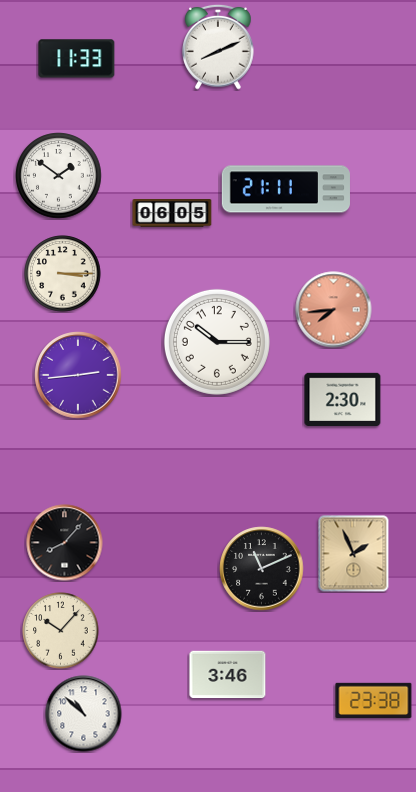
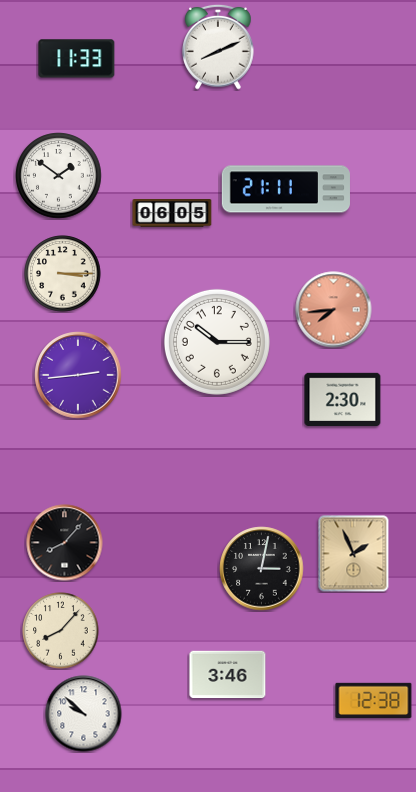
clock at (262, 569): 11:11 -> 3:02
clock at (61, 631): 10:07 -> 8:07
clock at (374, 701): 23:38 -> 12:38
clock at (84, 714): 10:52 -> 9:52
